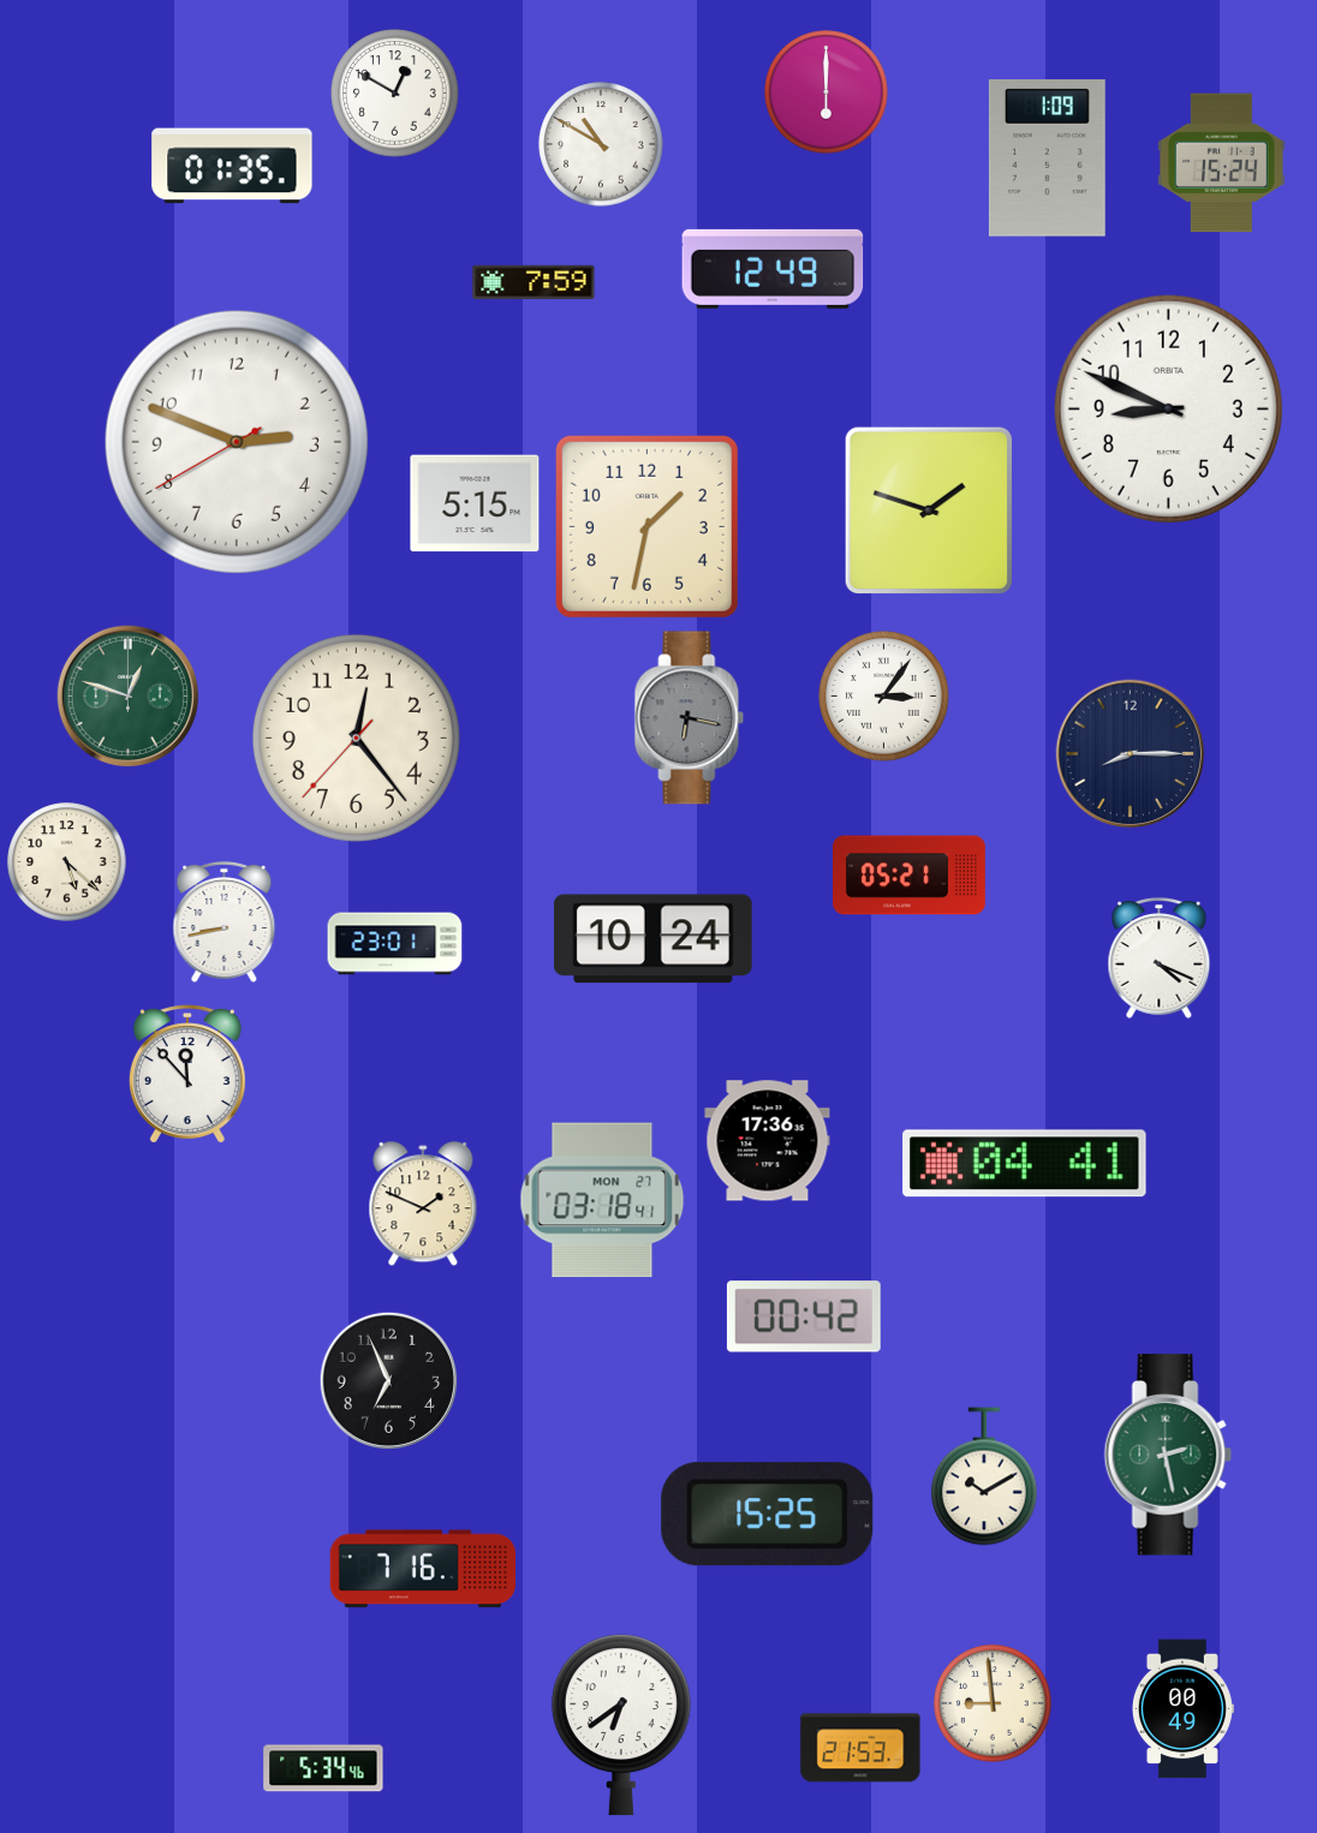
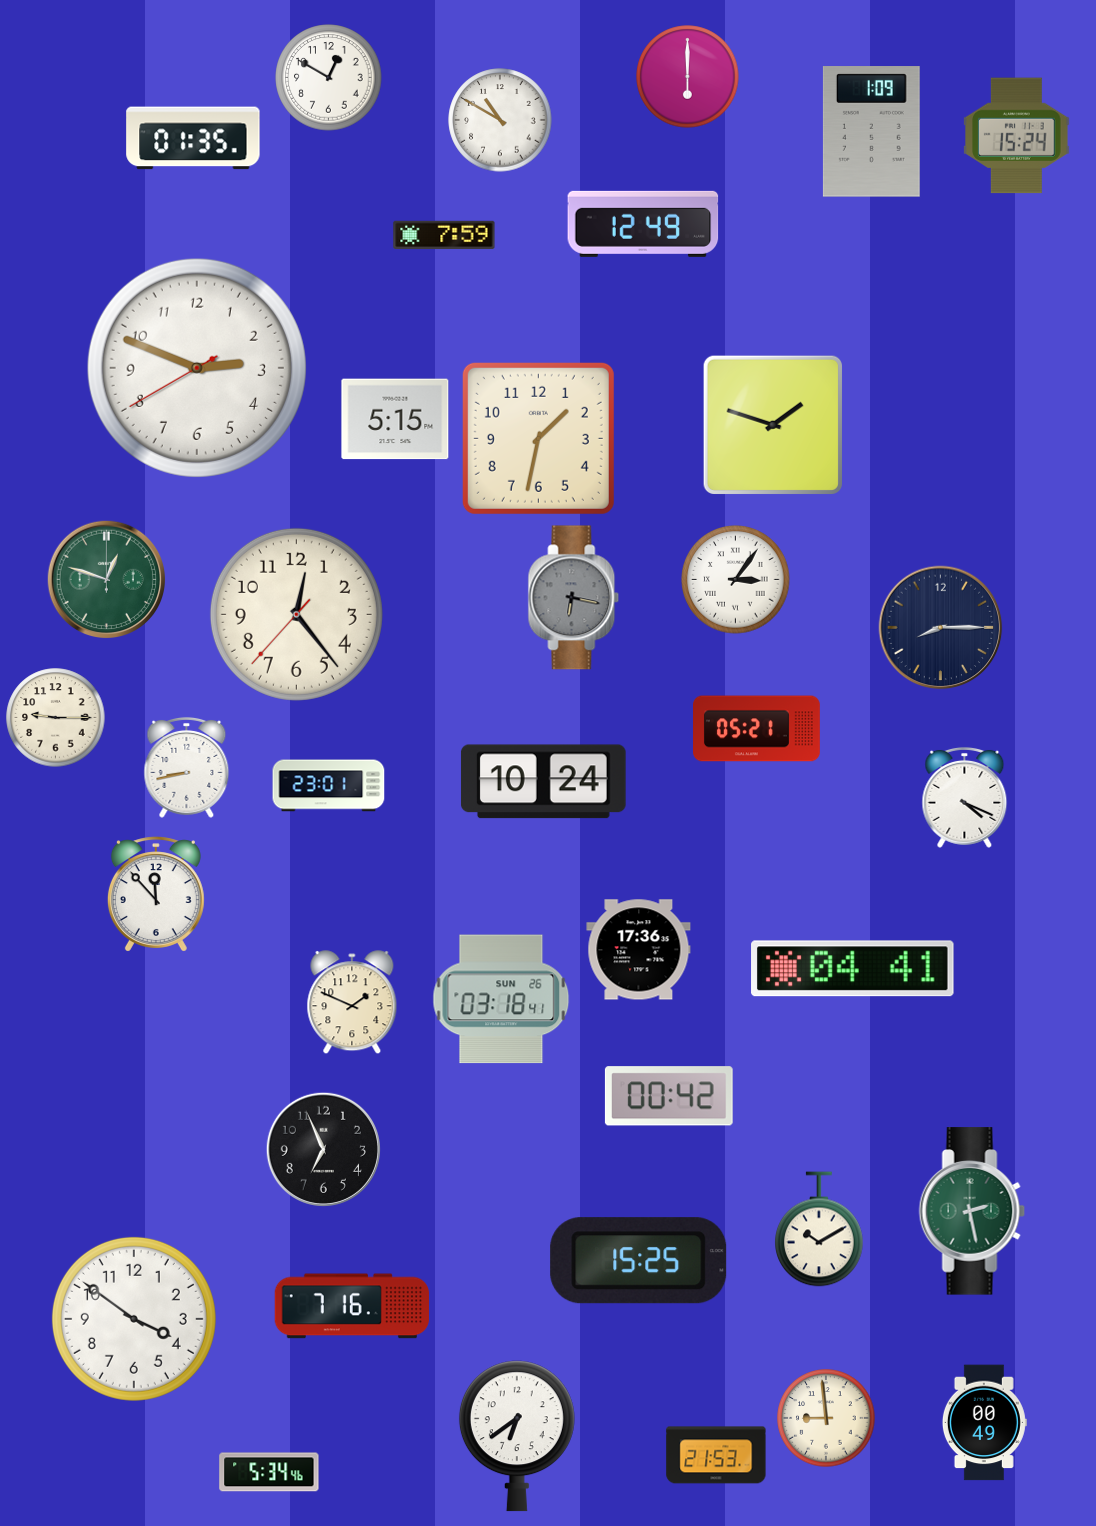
clock at (1168, 408): 8:49 -> none
clock at (67, 862): 5:22 -> 9:15
clock at (602, 1200) date: MON 27 -> SUN 26
clock at (134, 1319): none -> 3:51
